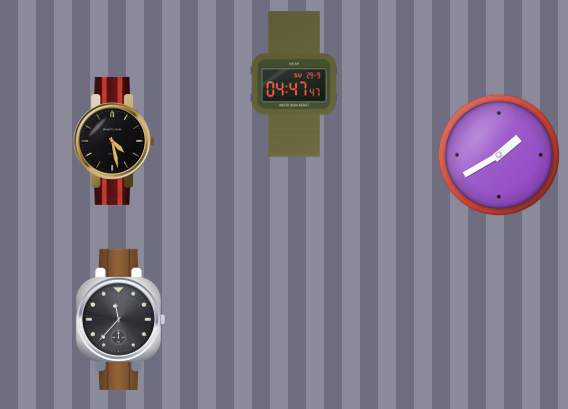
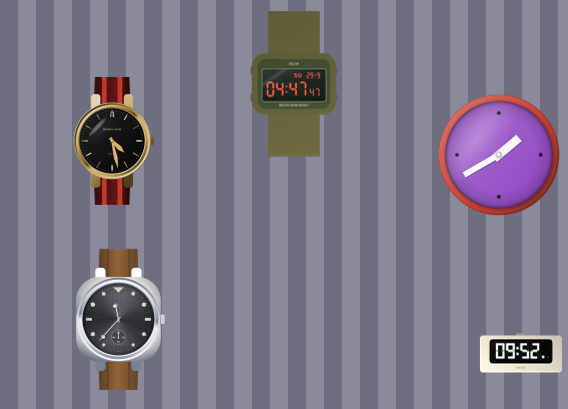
clock at (521, 353): none -> 09:52
